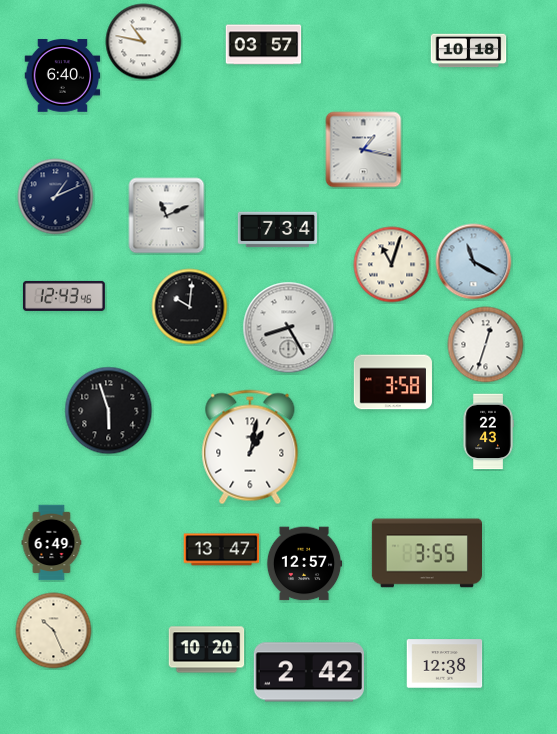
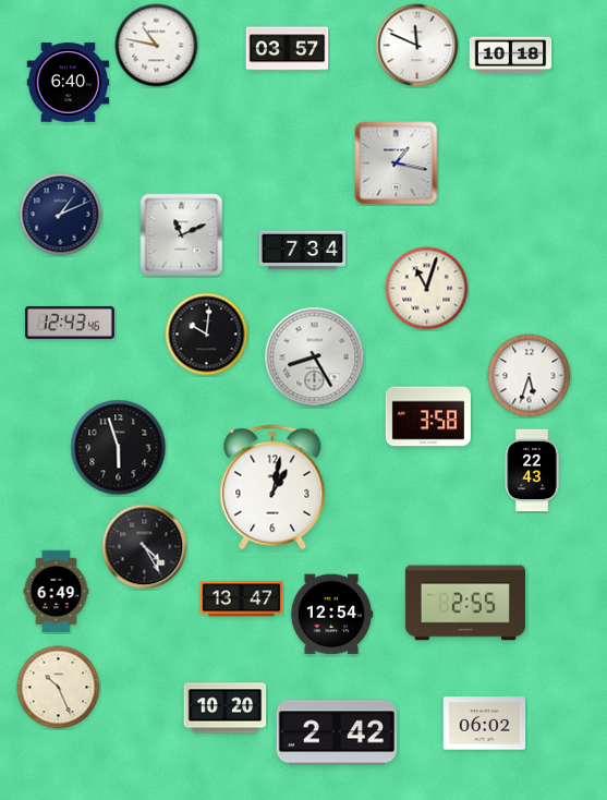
clock at (417, 46): none -> 11:49
clock at (474, 262): 11:20 -> none
clock at (486, 345): 12:33 -> 5:33
clock at (145, 547): none -> 4:25
clock at (426, 553): 3:55 -> 2:55
clock at (304, 564): 12:57 -> 12:54
clock at (445, 664): 12:38 -> 06:02
